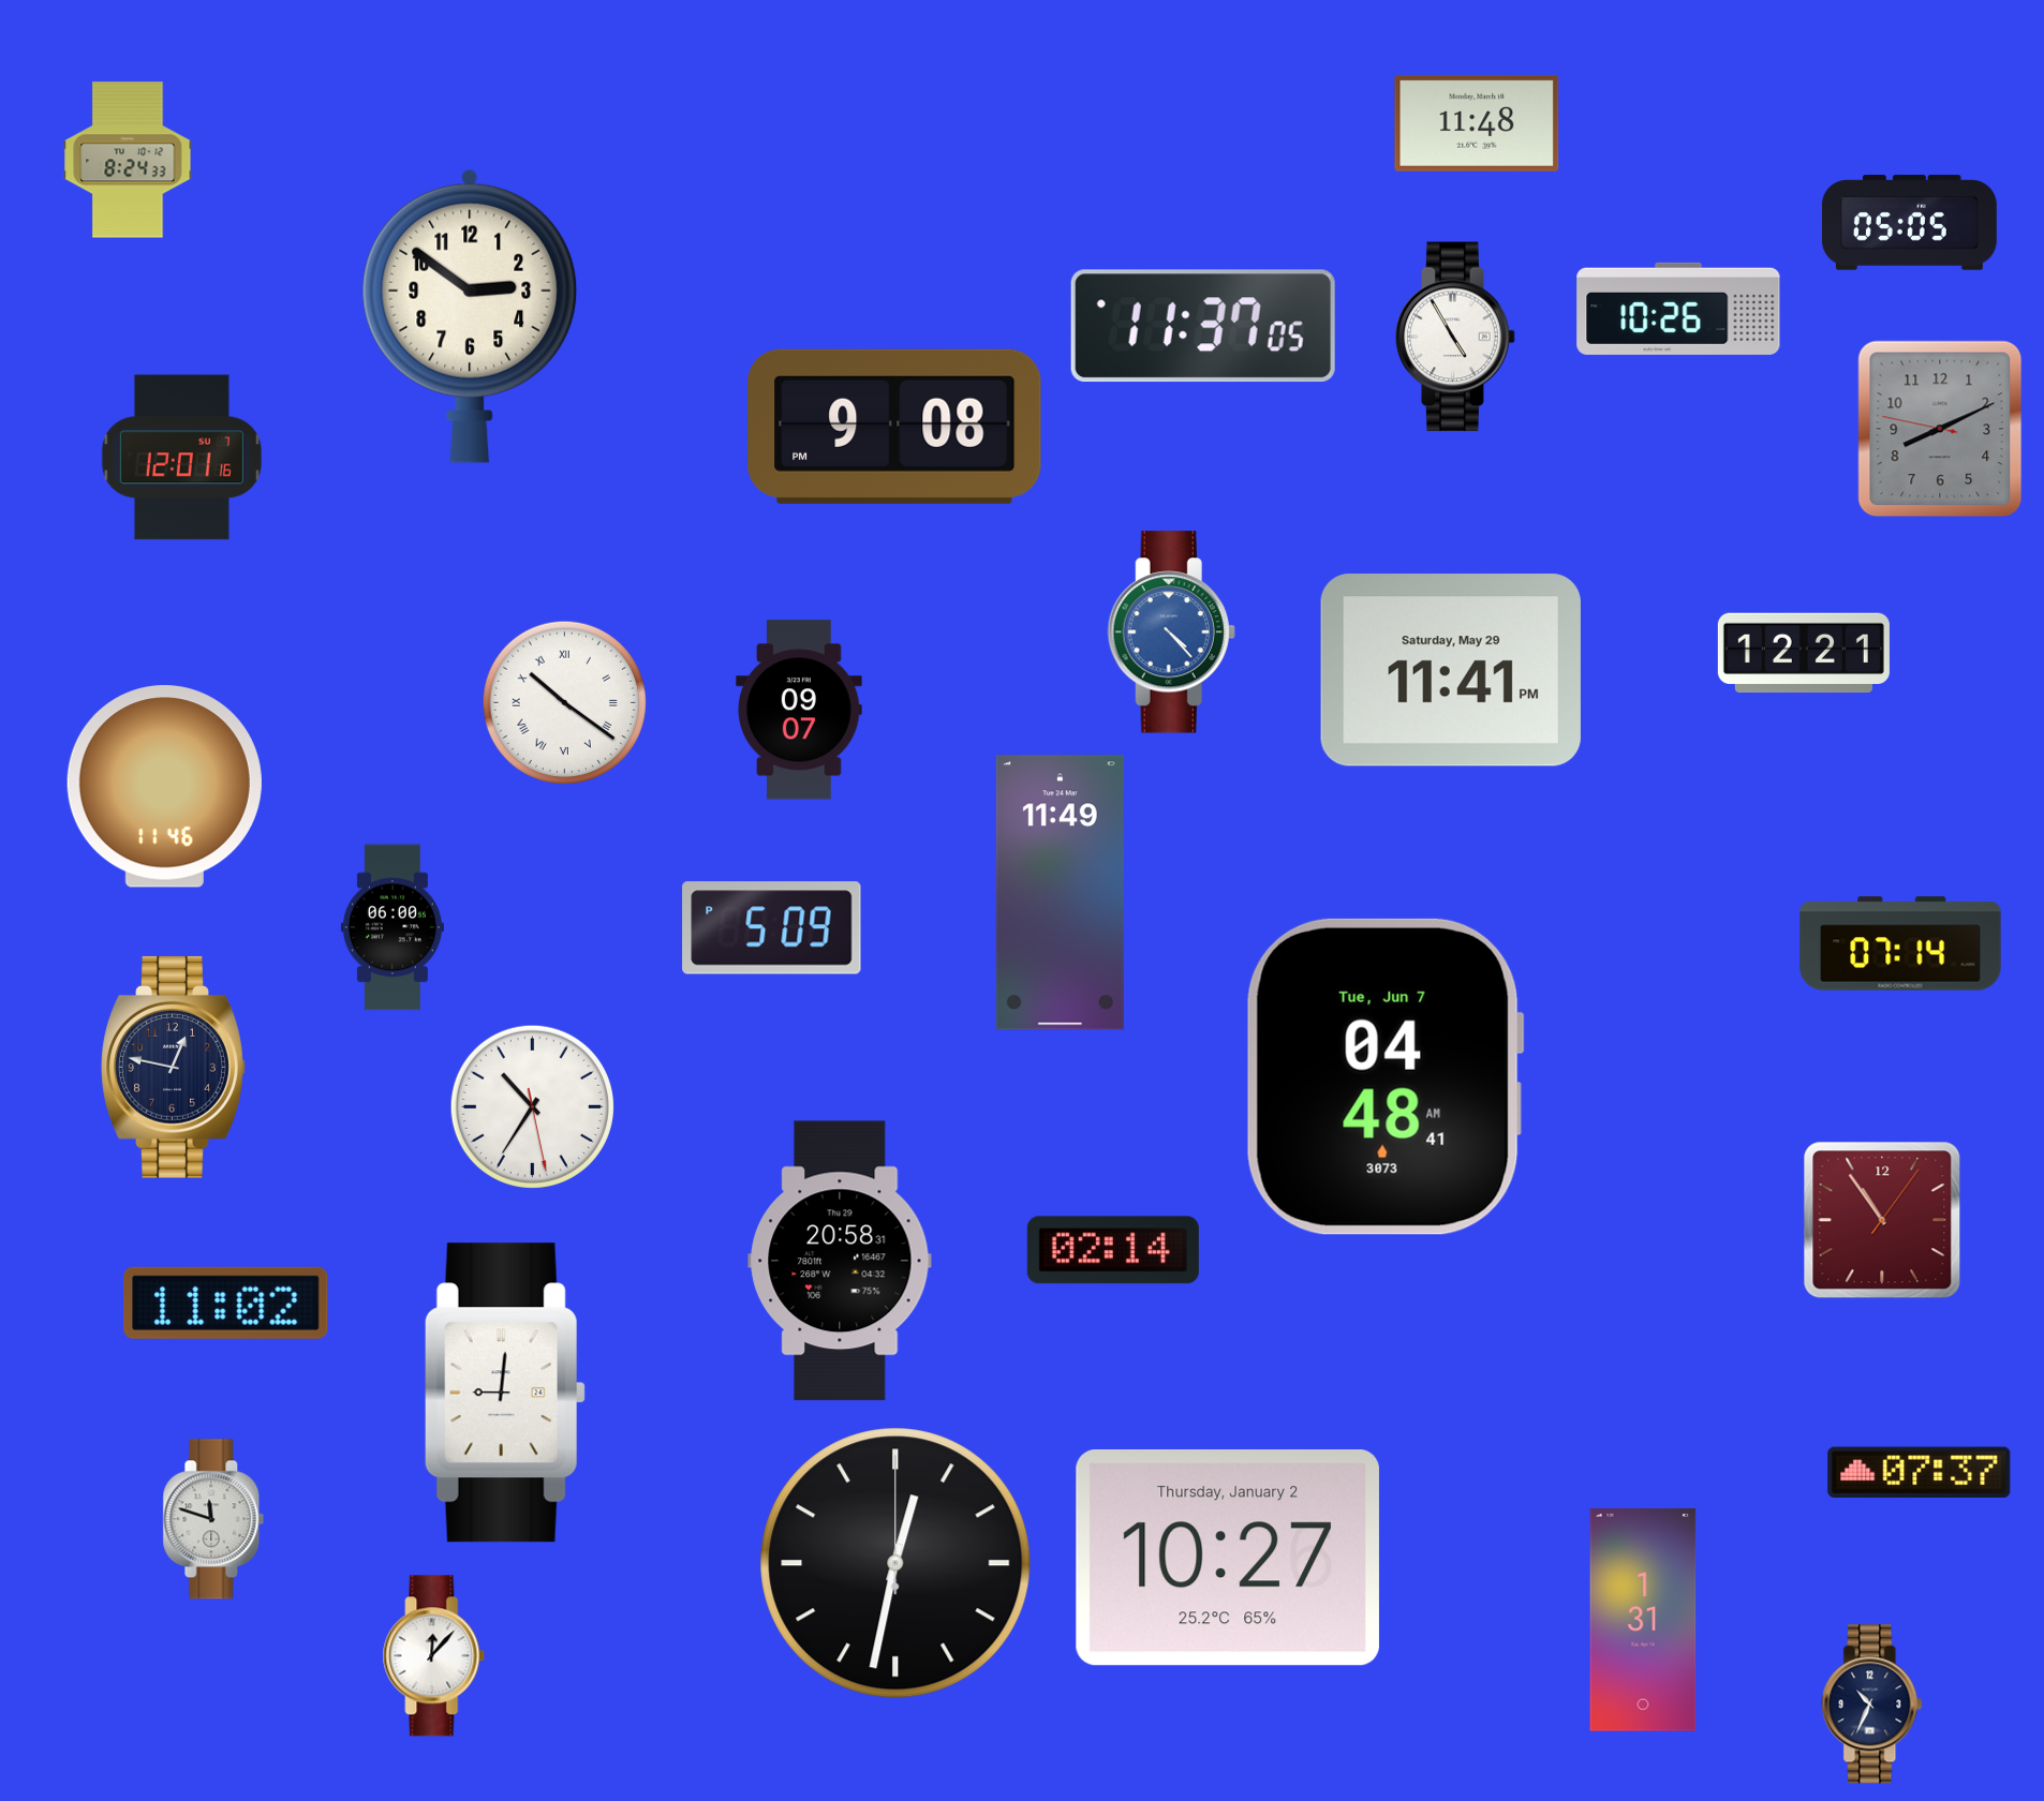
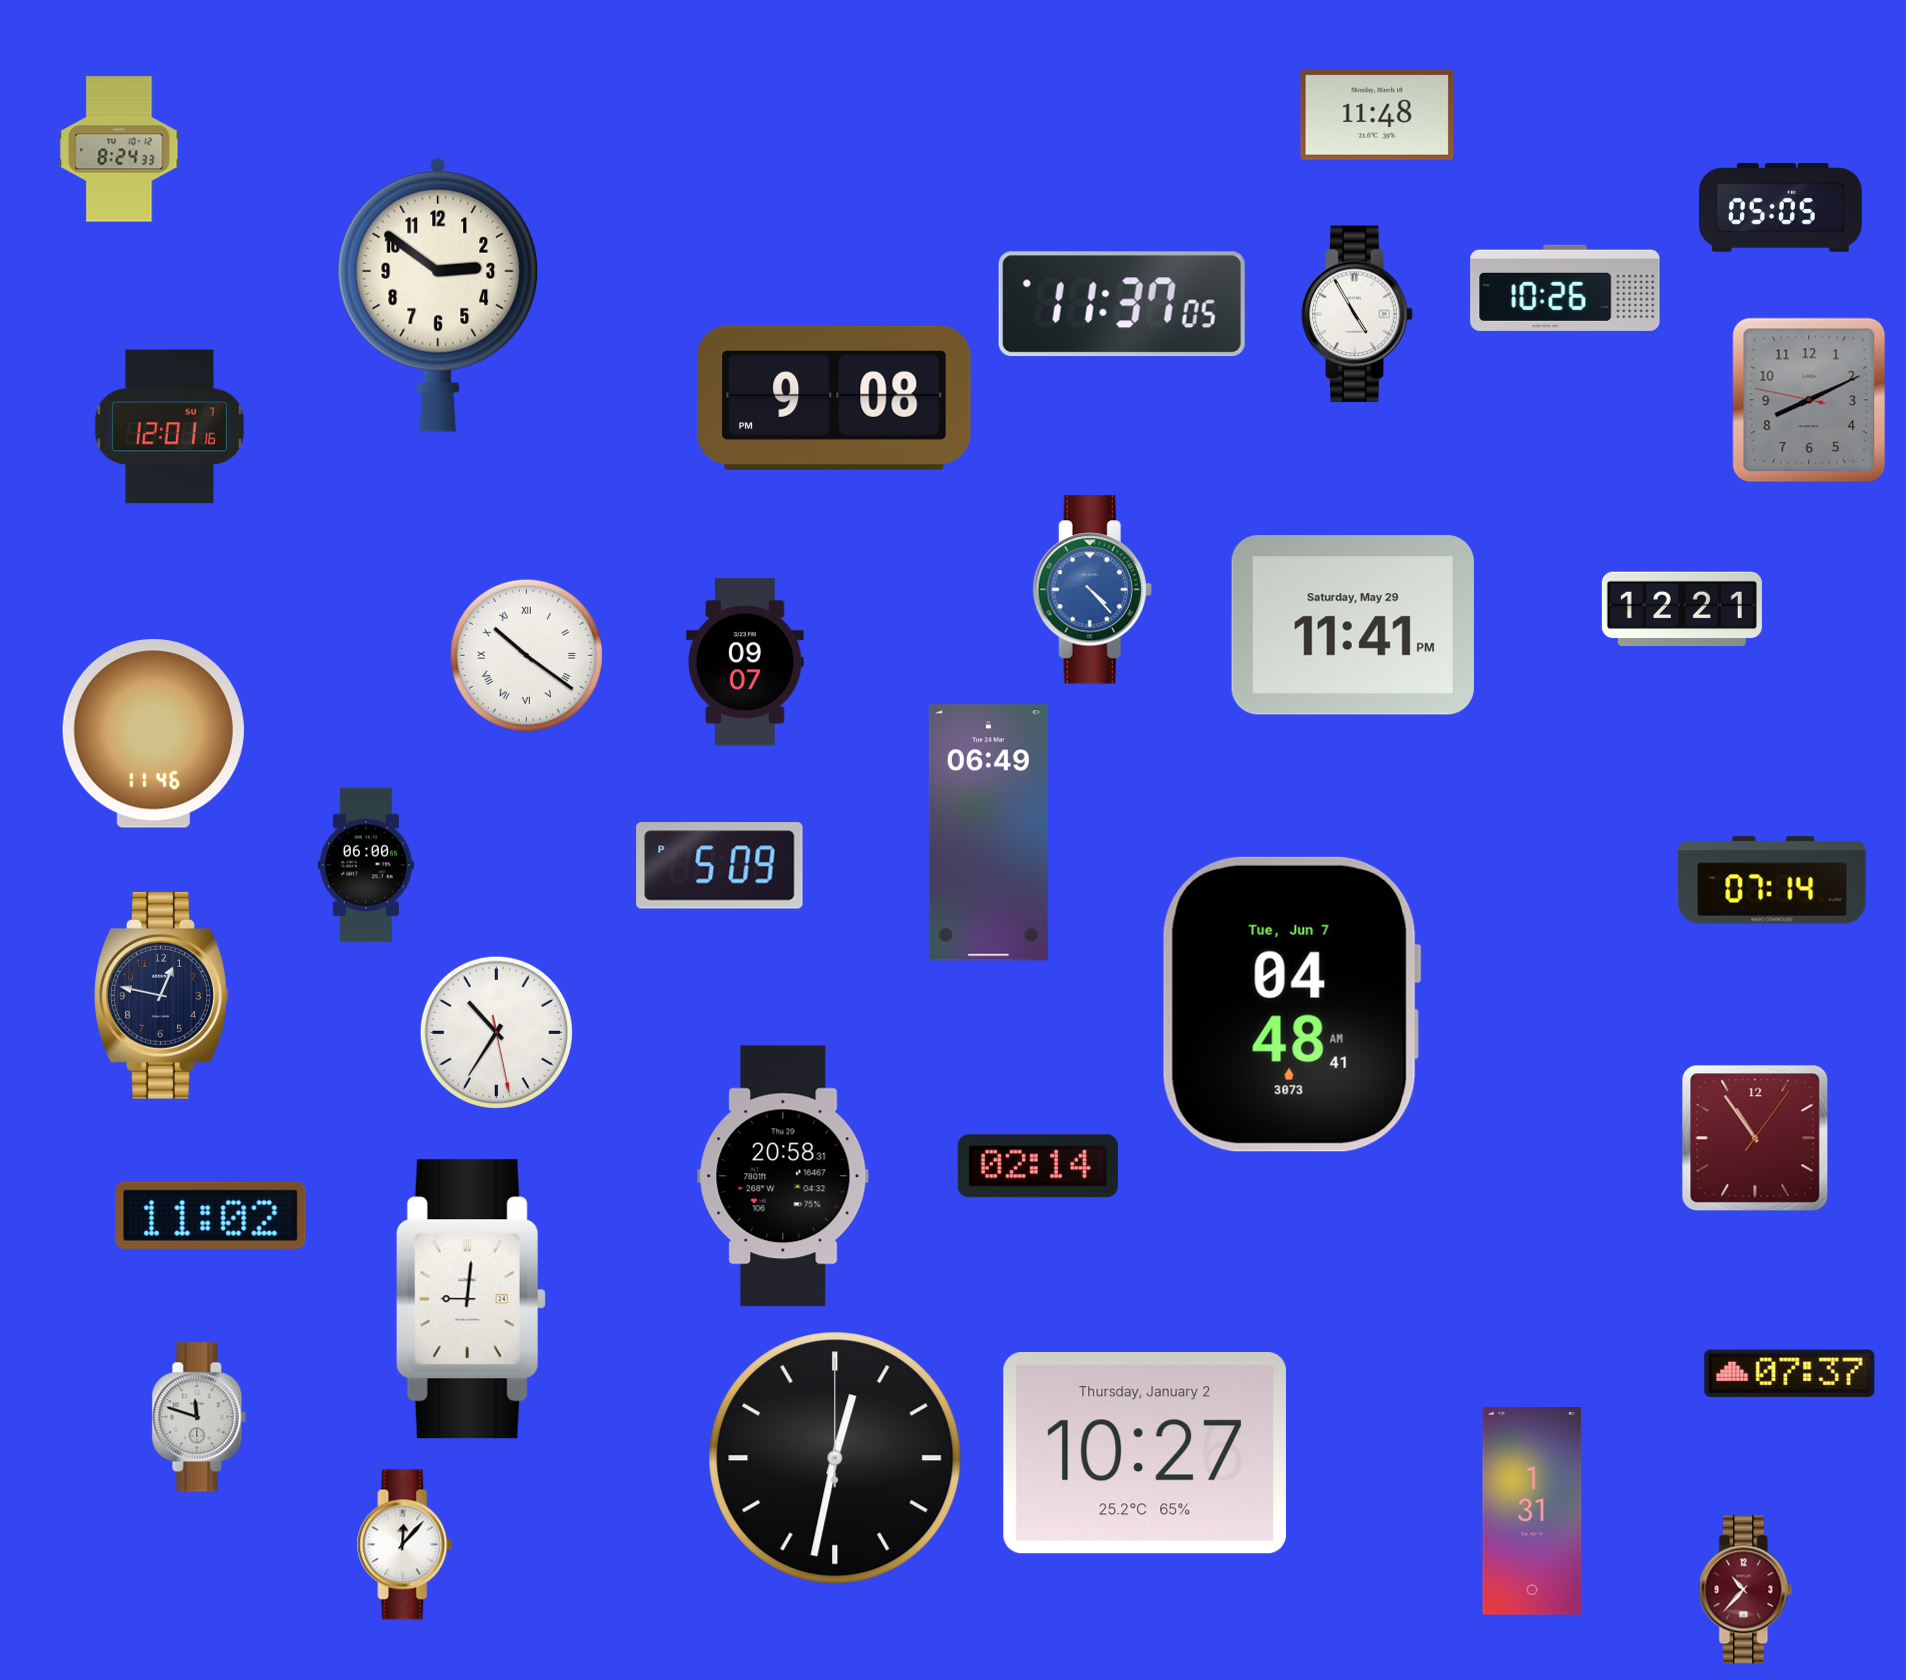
clock at (1060, 893): 11:49 -> 06:49
clock at (1872, 1705): 10:34 -> 10:37
clock at (1872, 1705) dial: navy -> burgundy
